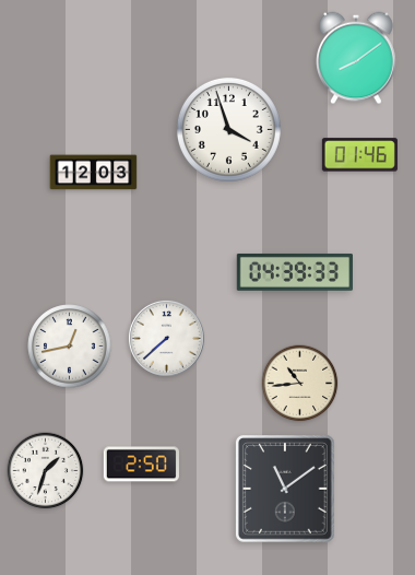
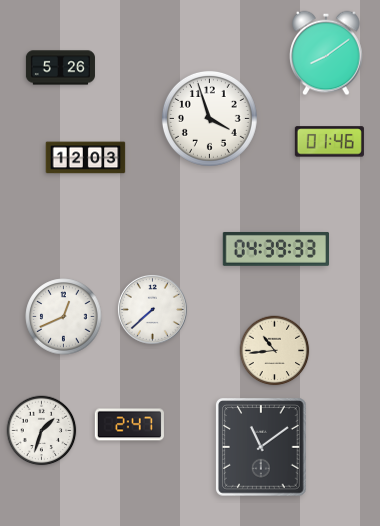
clock at (60, 68): none -> 5:26
clock at (294, 272) position: (294, 272) -> (275, 249)
clock at (70, 347): 12:43 -> 12:41
clock at (141, 465): 2:50 -> 2:47
